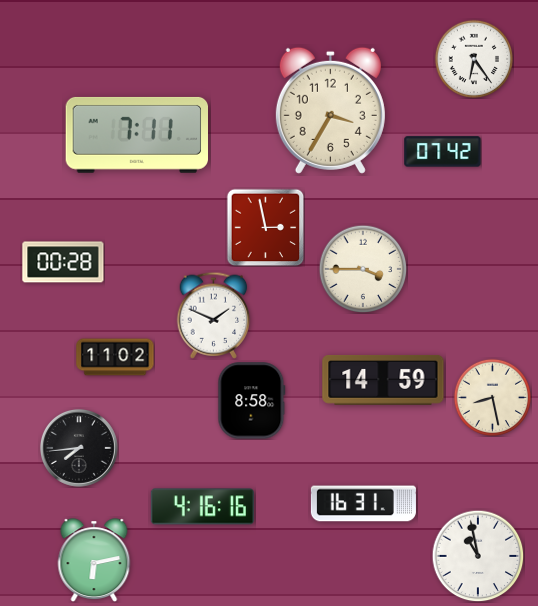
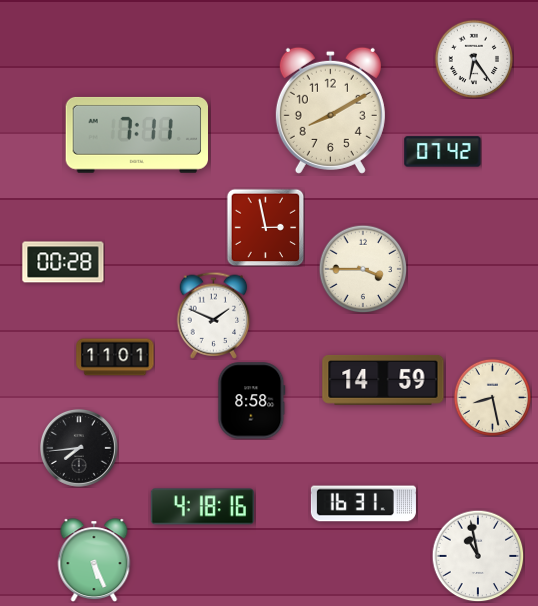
clock at (330, 110): 3:35 -> 8:10
clock at (115, 357): 11:02 -> 11:01
clock at (202, 507): 4:16 -> 4:18
clock at (94, 560): 6:13 -> 5:26
